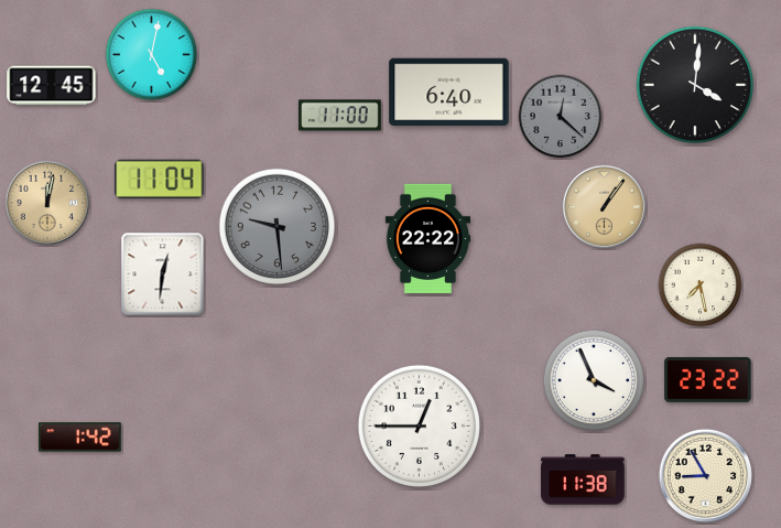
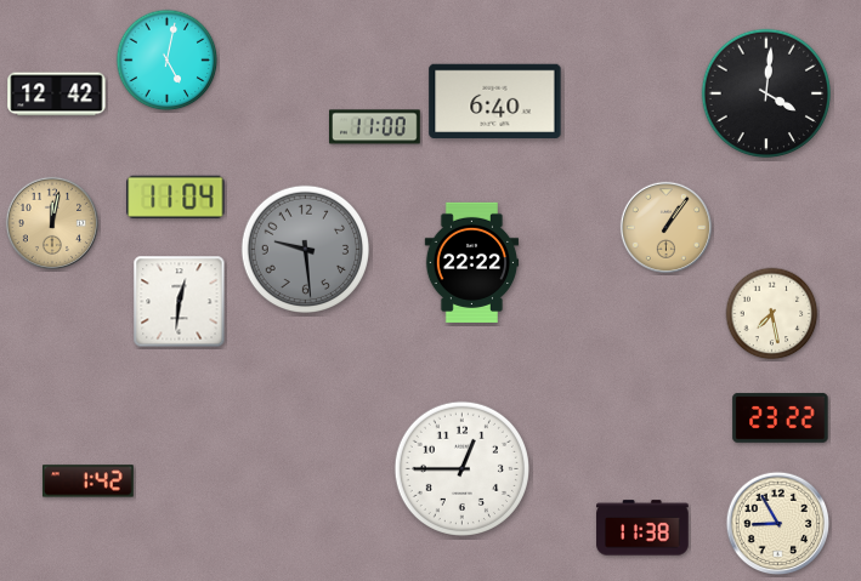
clock at (52, 86): 12:45 -> 12:42
clock at (561, 117): 12:22 -> none
clock at (594, 380): 3:56 -> none
